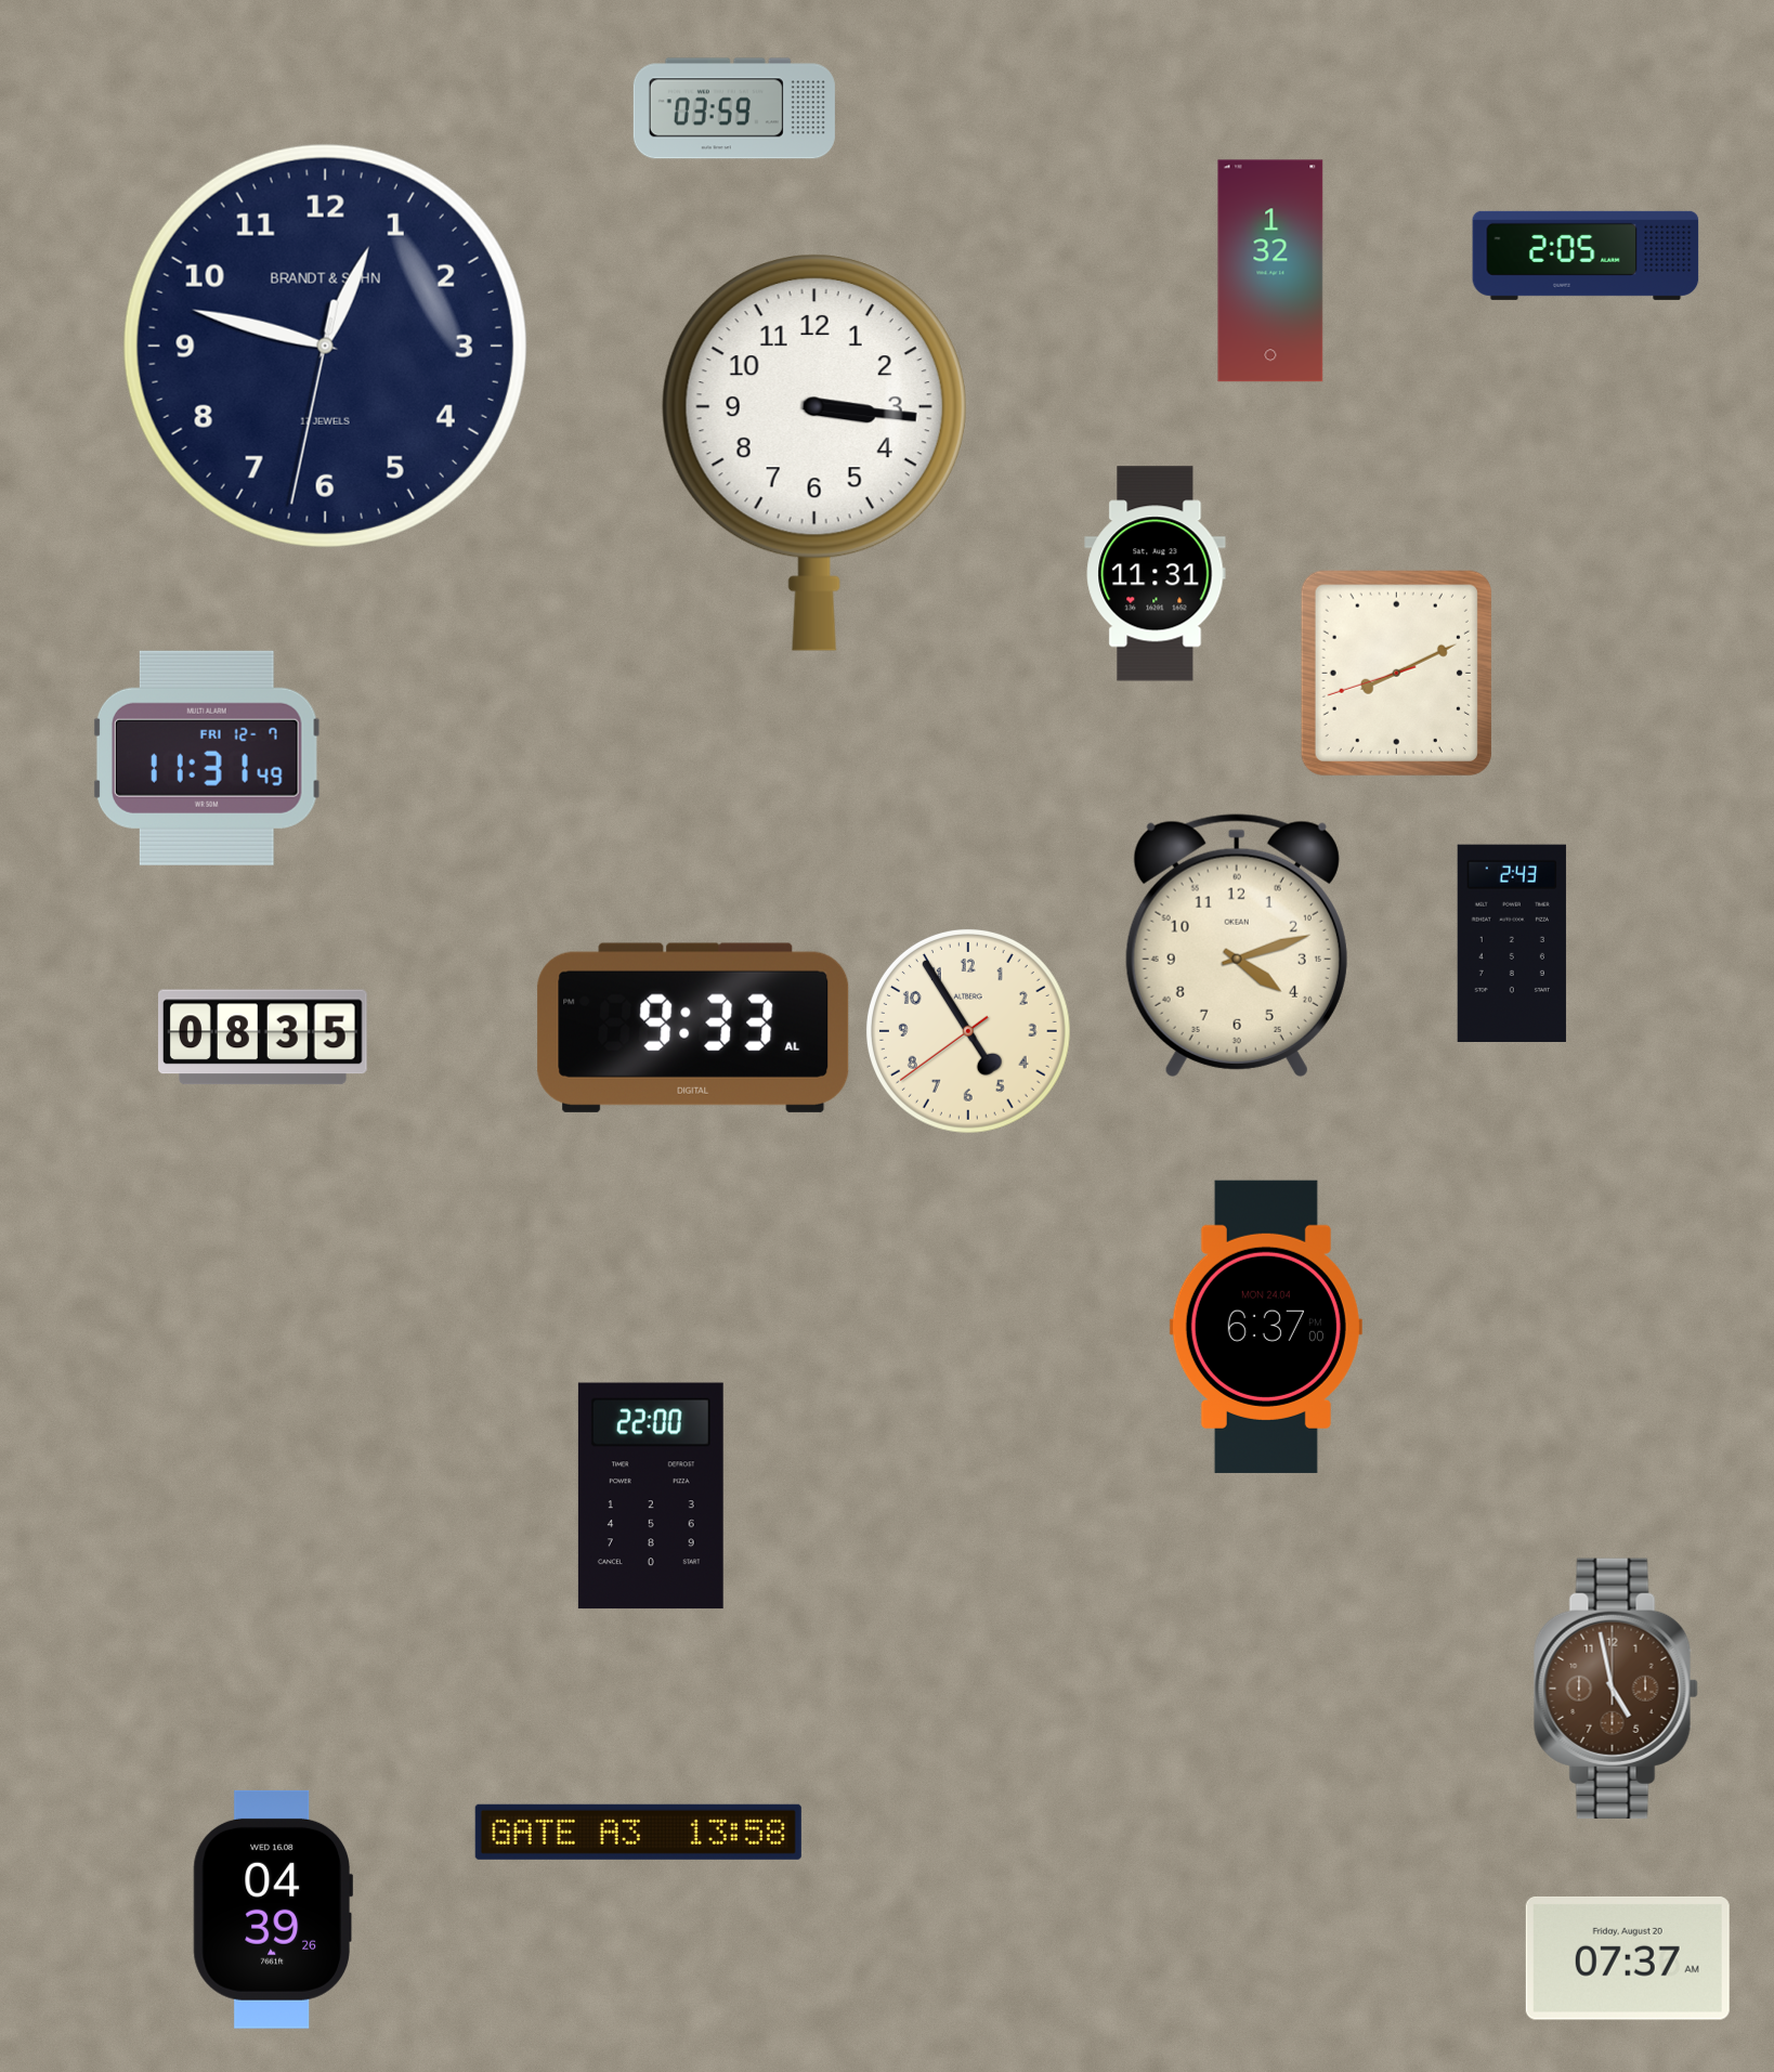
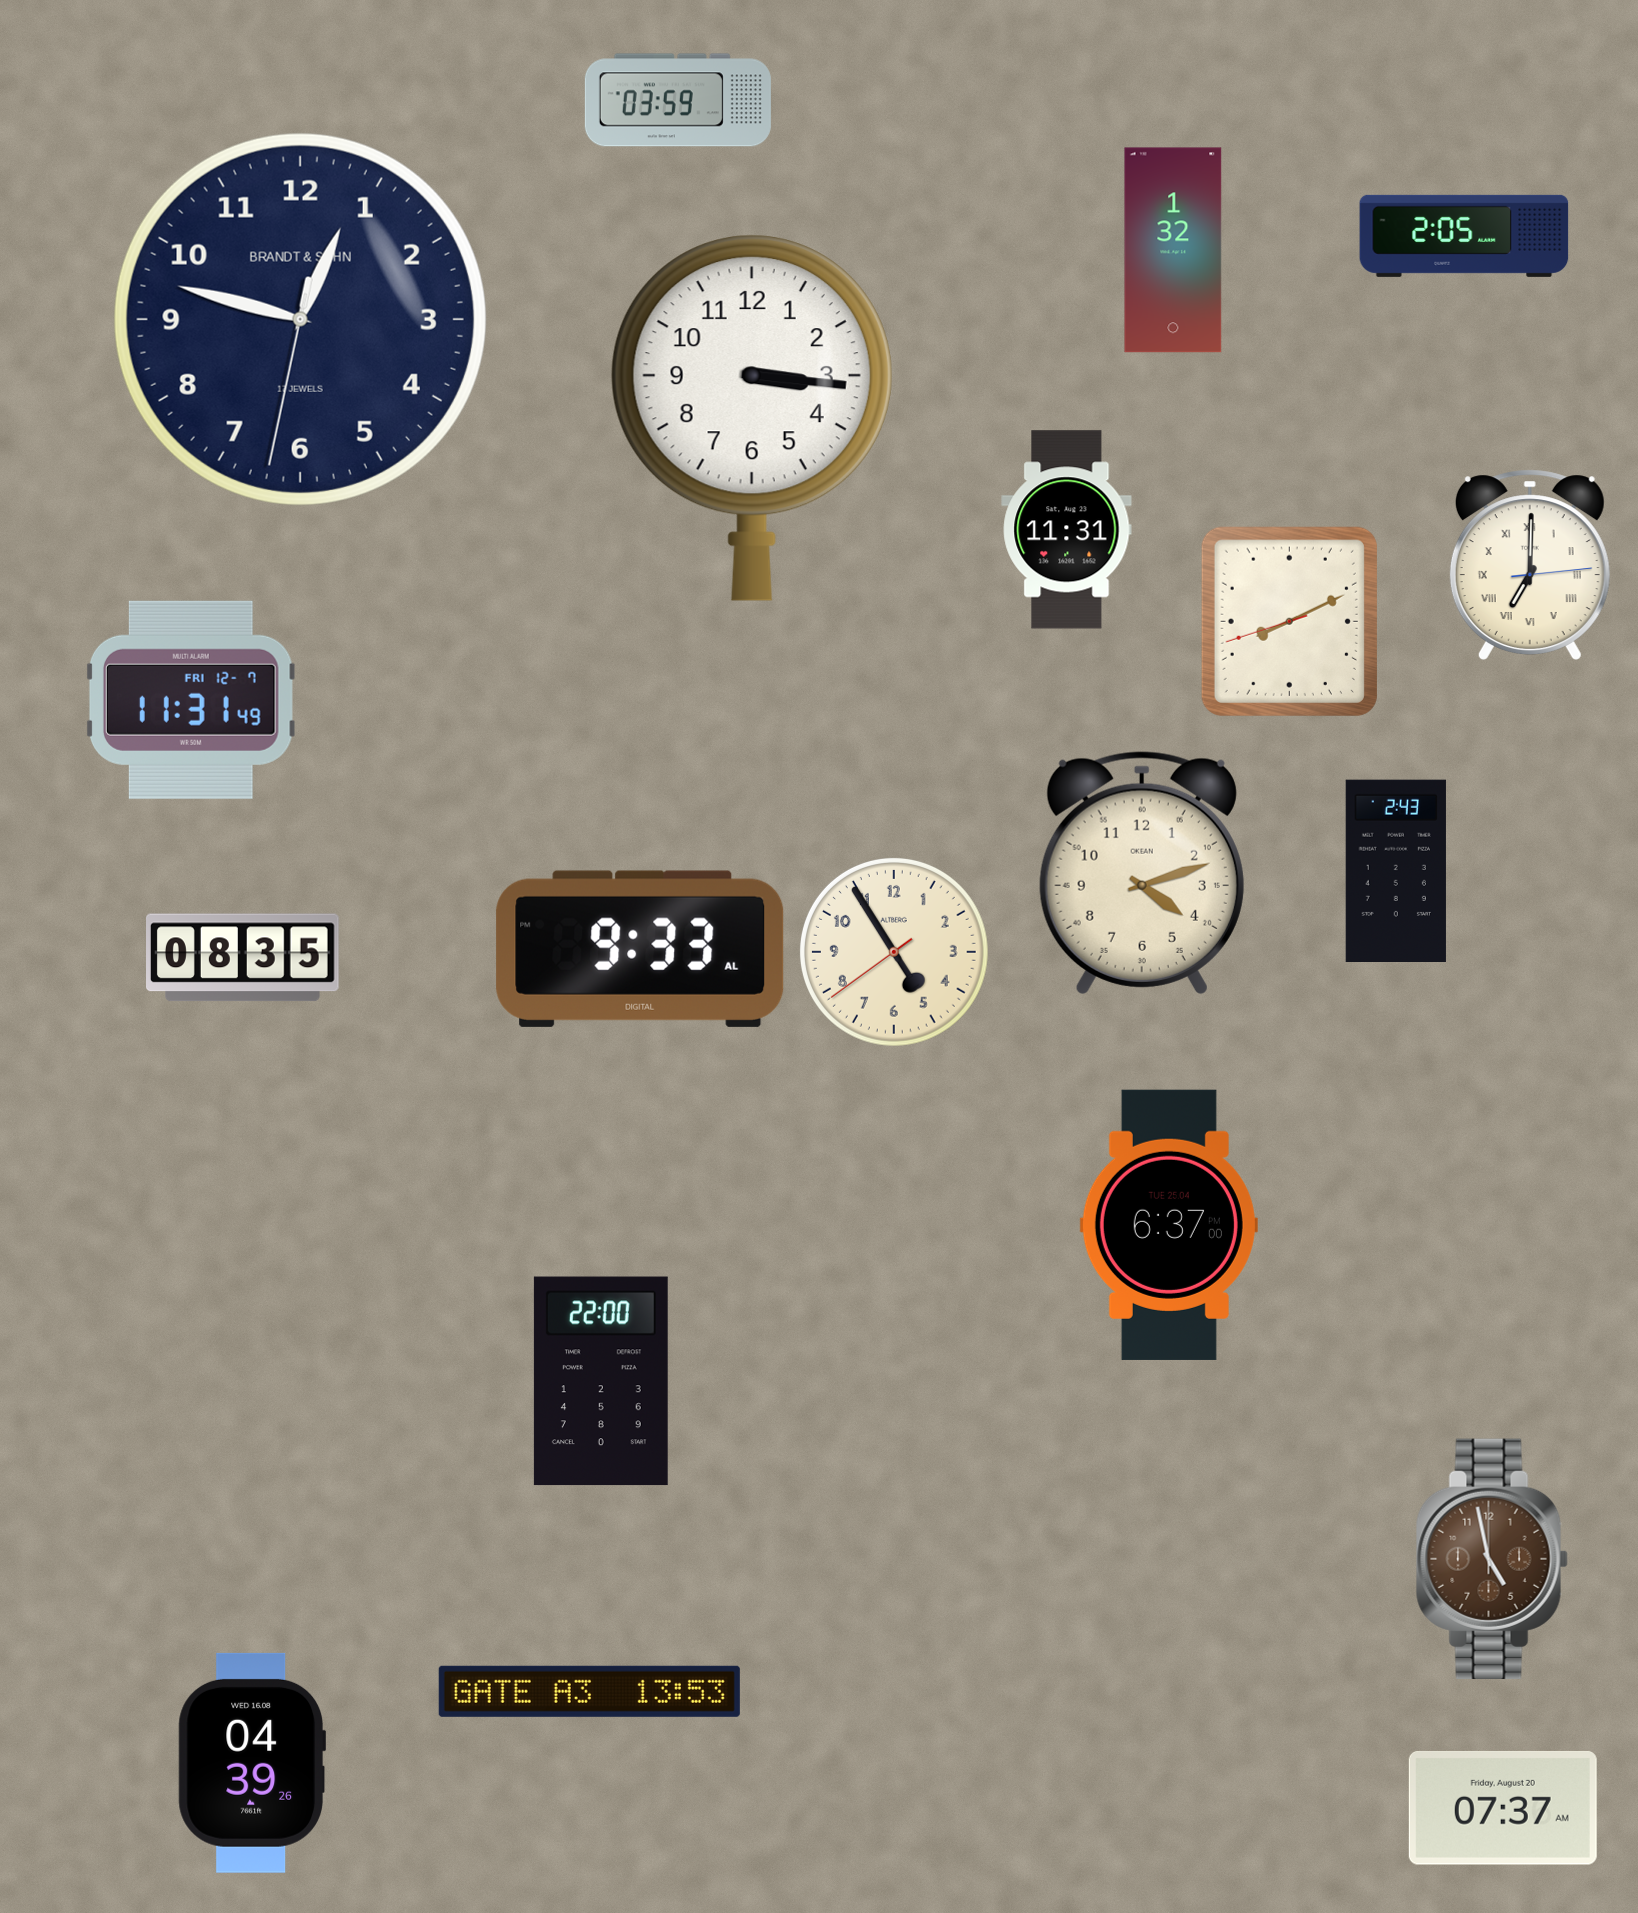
clock at (1530, 565): none -> 7:00
clock at (1266, 1327) date: MON 24.04 -> TUE 25.04
clock at (638, 1832): 13:58 -> 13:53
